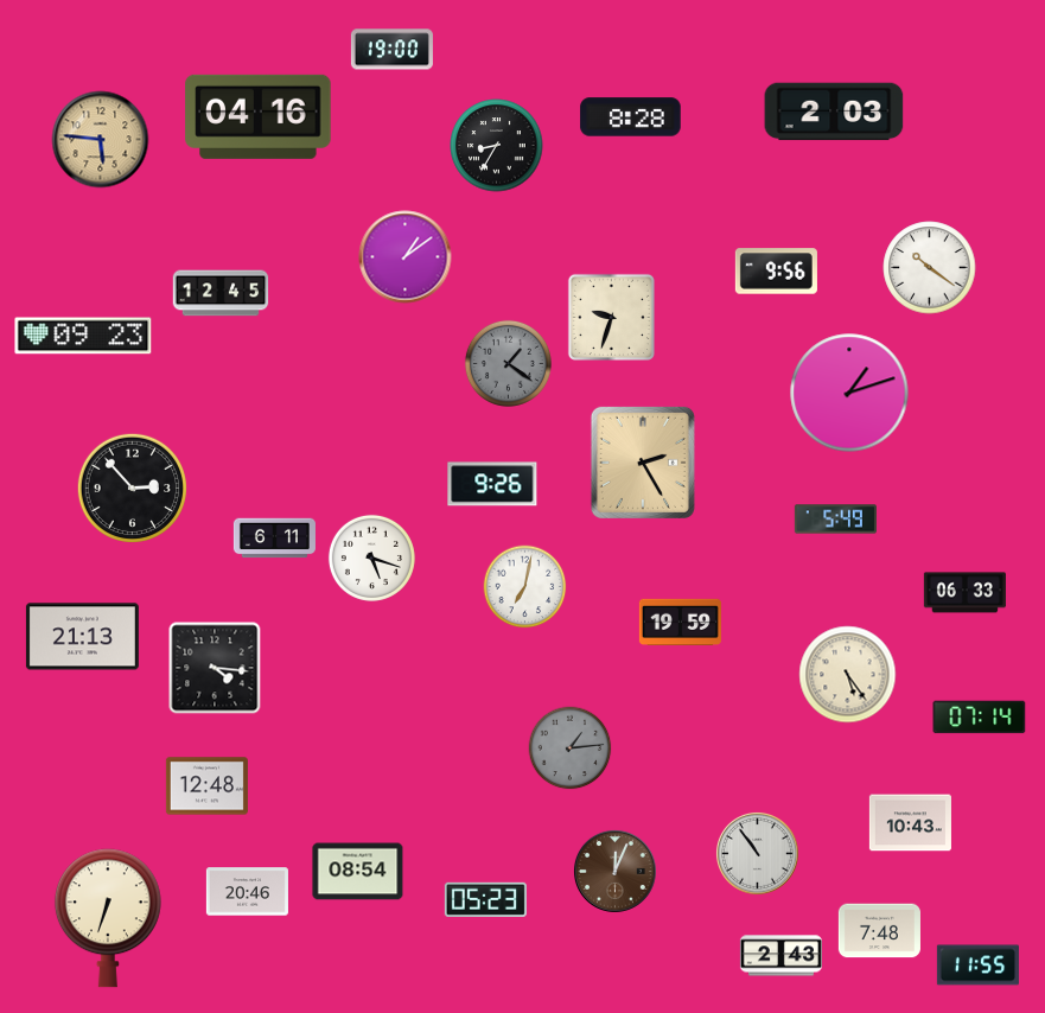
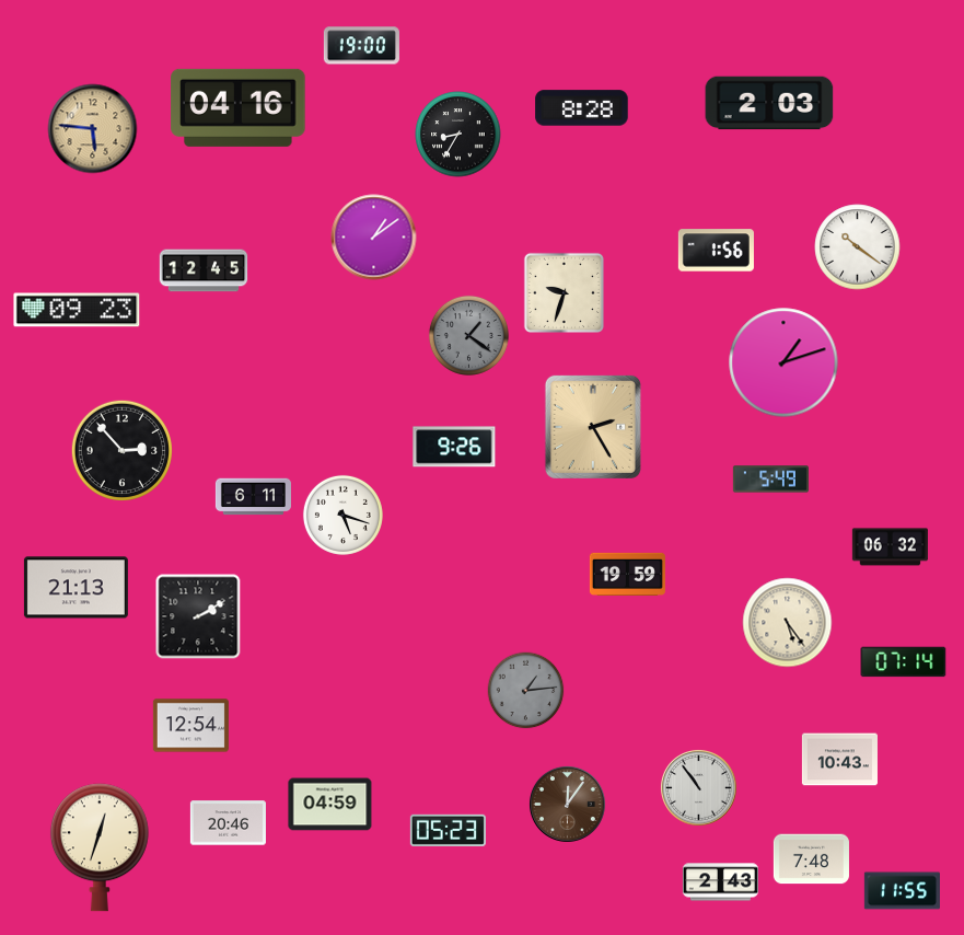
clock at (776, 272): 9:56 -> 1:56
clock at (525, 587): 7:02 -> none
clock at (964, 593): 06:33 -> 06:32
clock at (215, 668): 4:16 -> 2:10
clock at (848, 675) position: (848, 675) -> (788, 623)
clock at (206, 786): 12:48 -> 12:54
clock at (614, 871): 12:04 -> 12:06
clock at (358, 872): 08:54 -> 04:59
clock at (108, 918): 6:33 -> 12:33
